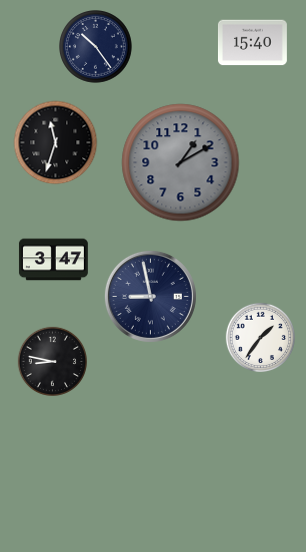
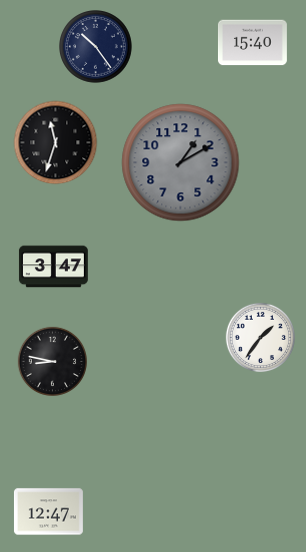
clock at (53, 260) position: (53, 260) -> (53, 267)
clock at (150, 296): 8:58 -> none
clock at (48, 512): none -> 12:47
